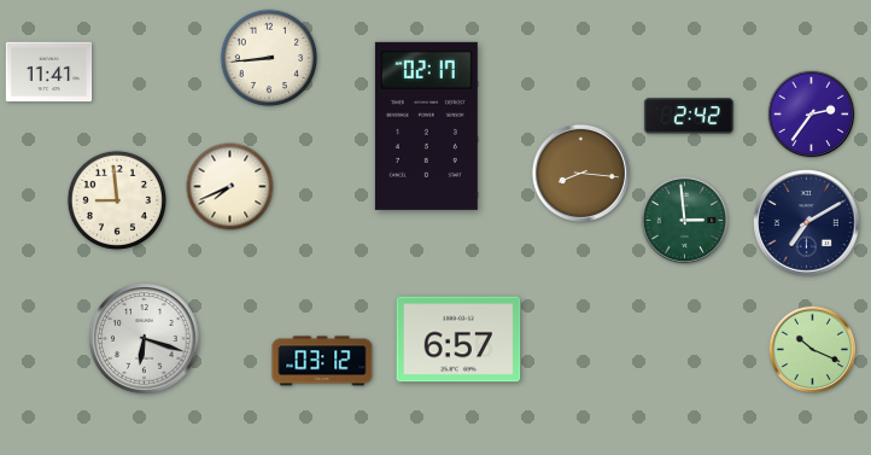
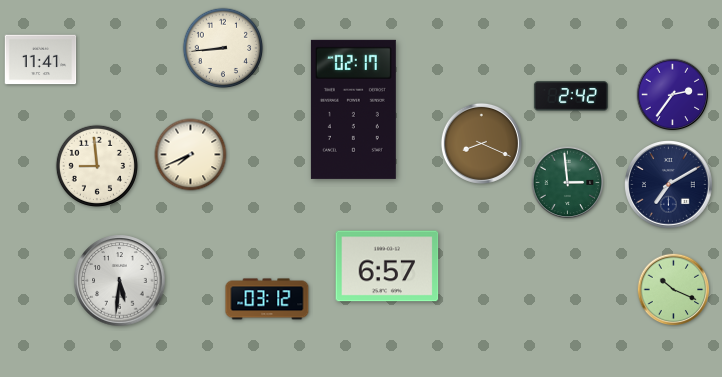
clock at (426, 126) position: (426, 126) -> (353, 109)
clock at (580, 173): 8:16 -> 8:19
clock at (145, 339): 6:18 -> 5:31
clock at (458, 339) position: (458, 339) -> (387, 266)
